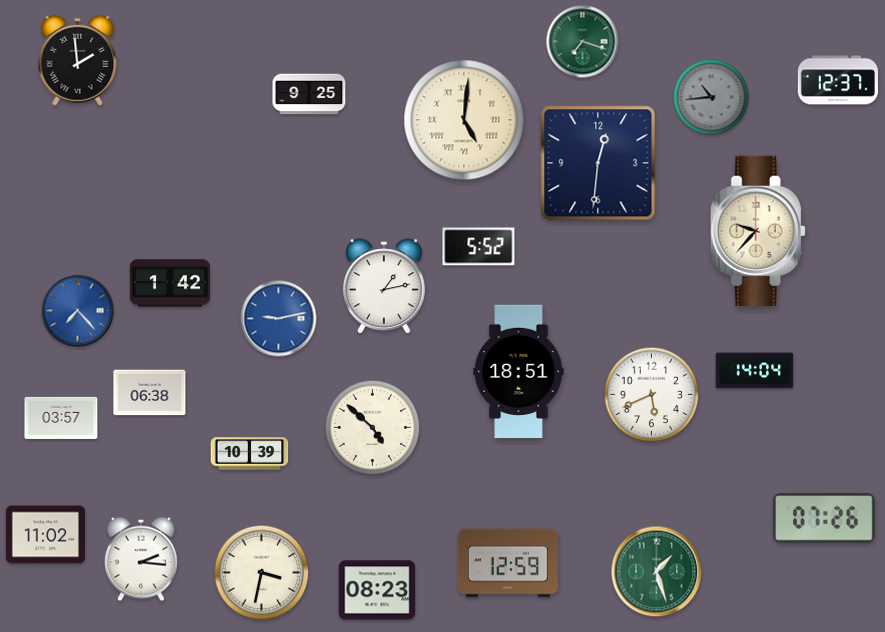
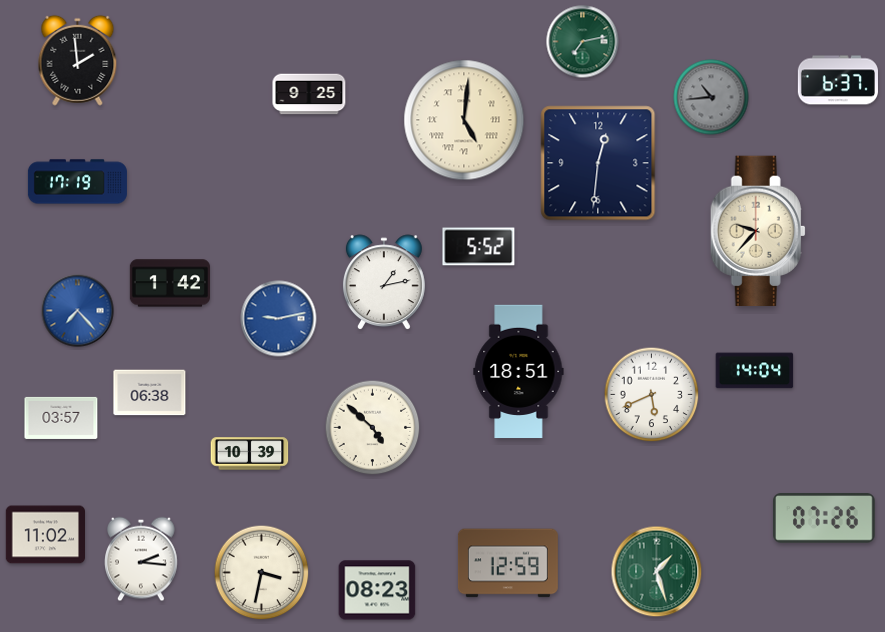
clock at (583, 42): 7:18 -> 7:13
clock at (838, 80): 12:37 -> 6:37
clock at (77, 182): none -> 17:19
clock at (384, 287) position: (384, 287) -> (384, 283)
